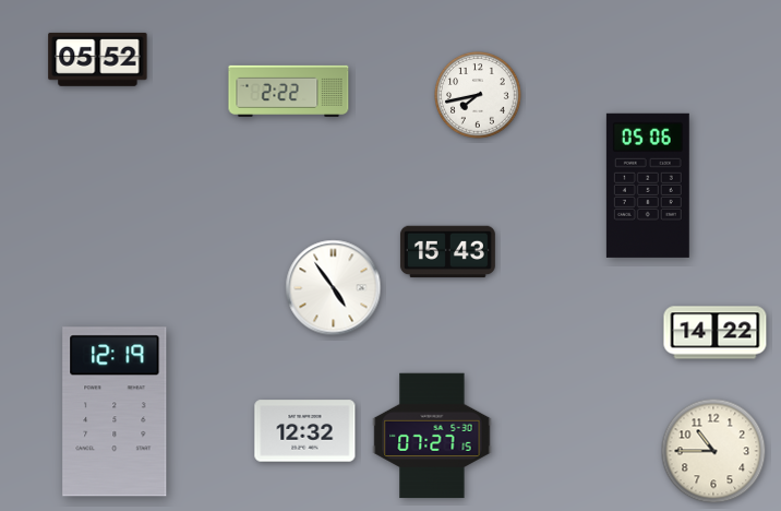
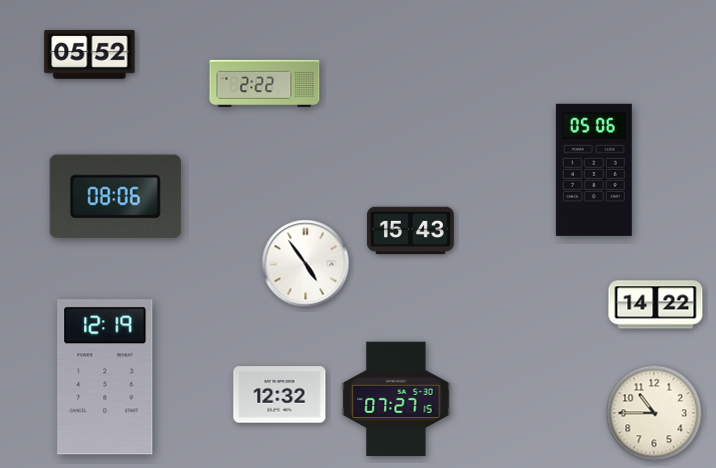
clock at (479, 96): 7:43 -> none
clock at (115, 197): none -> 08:06
